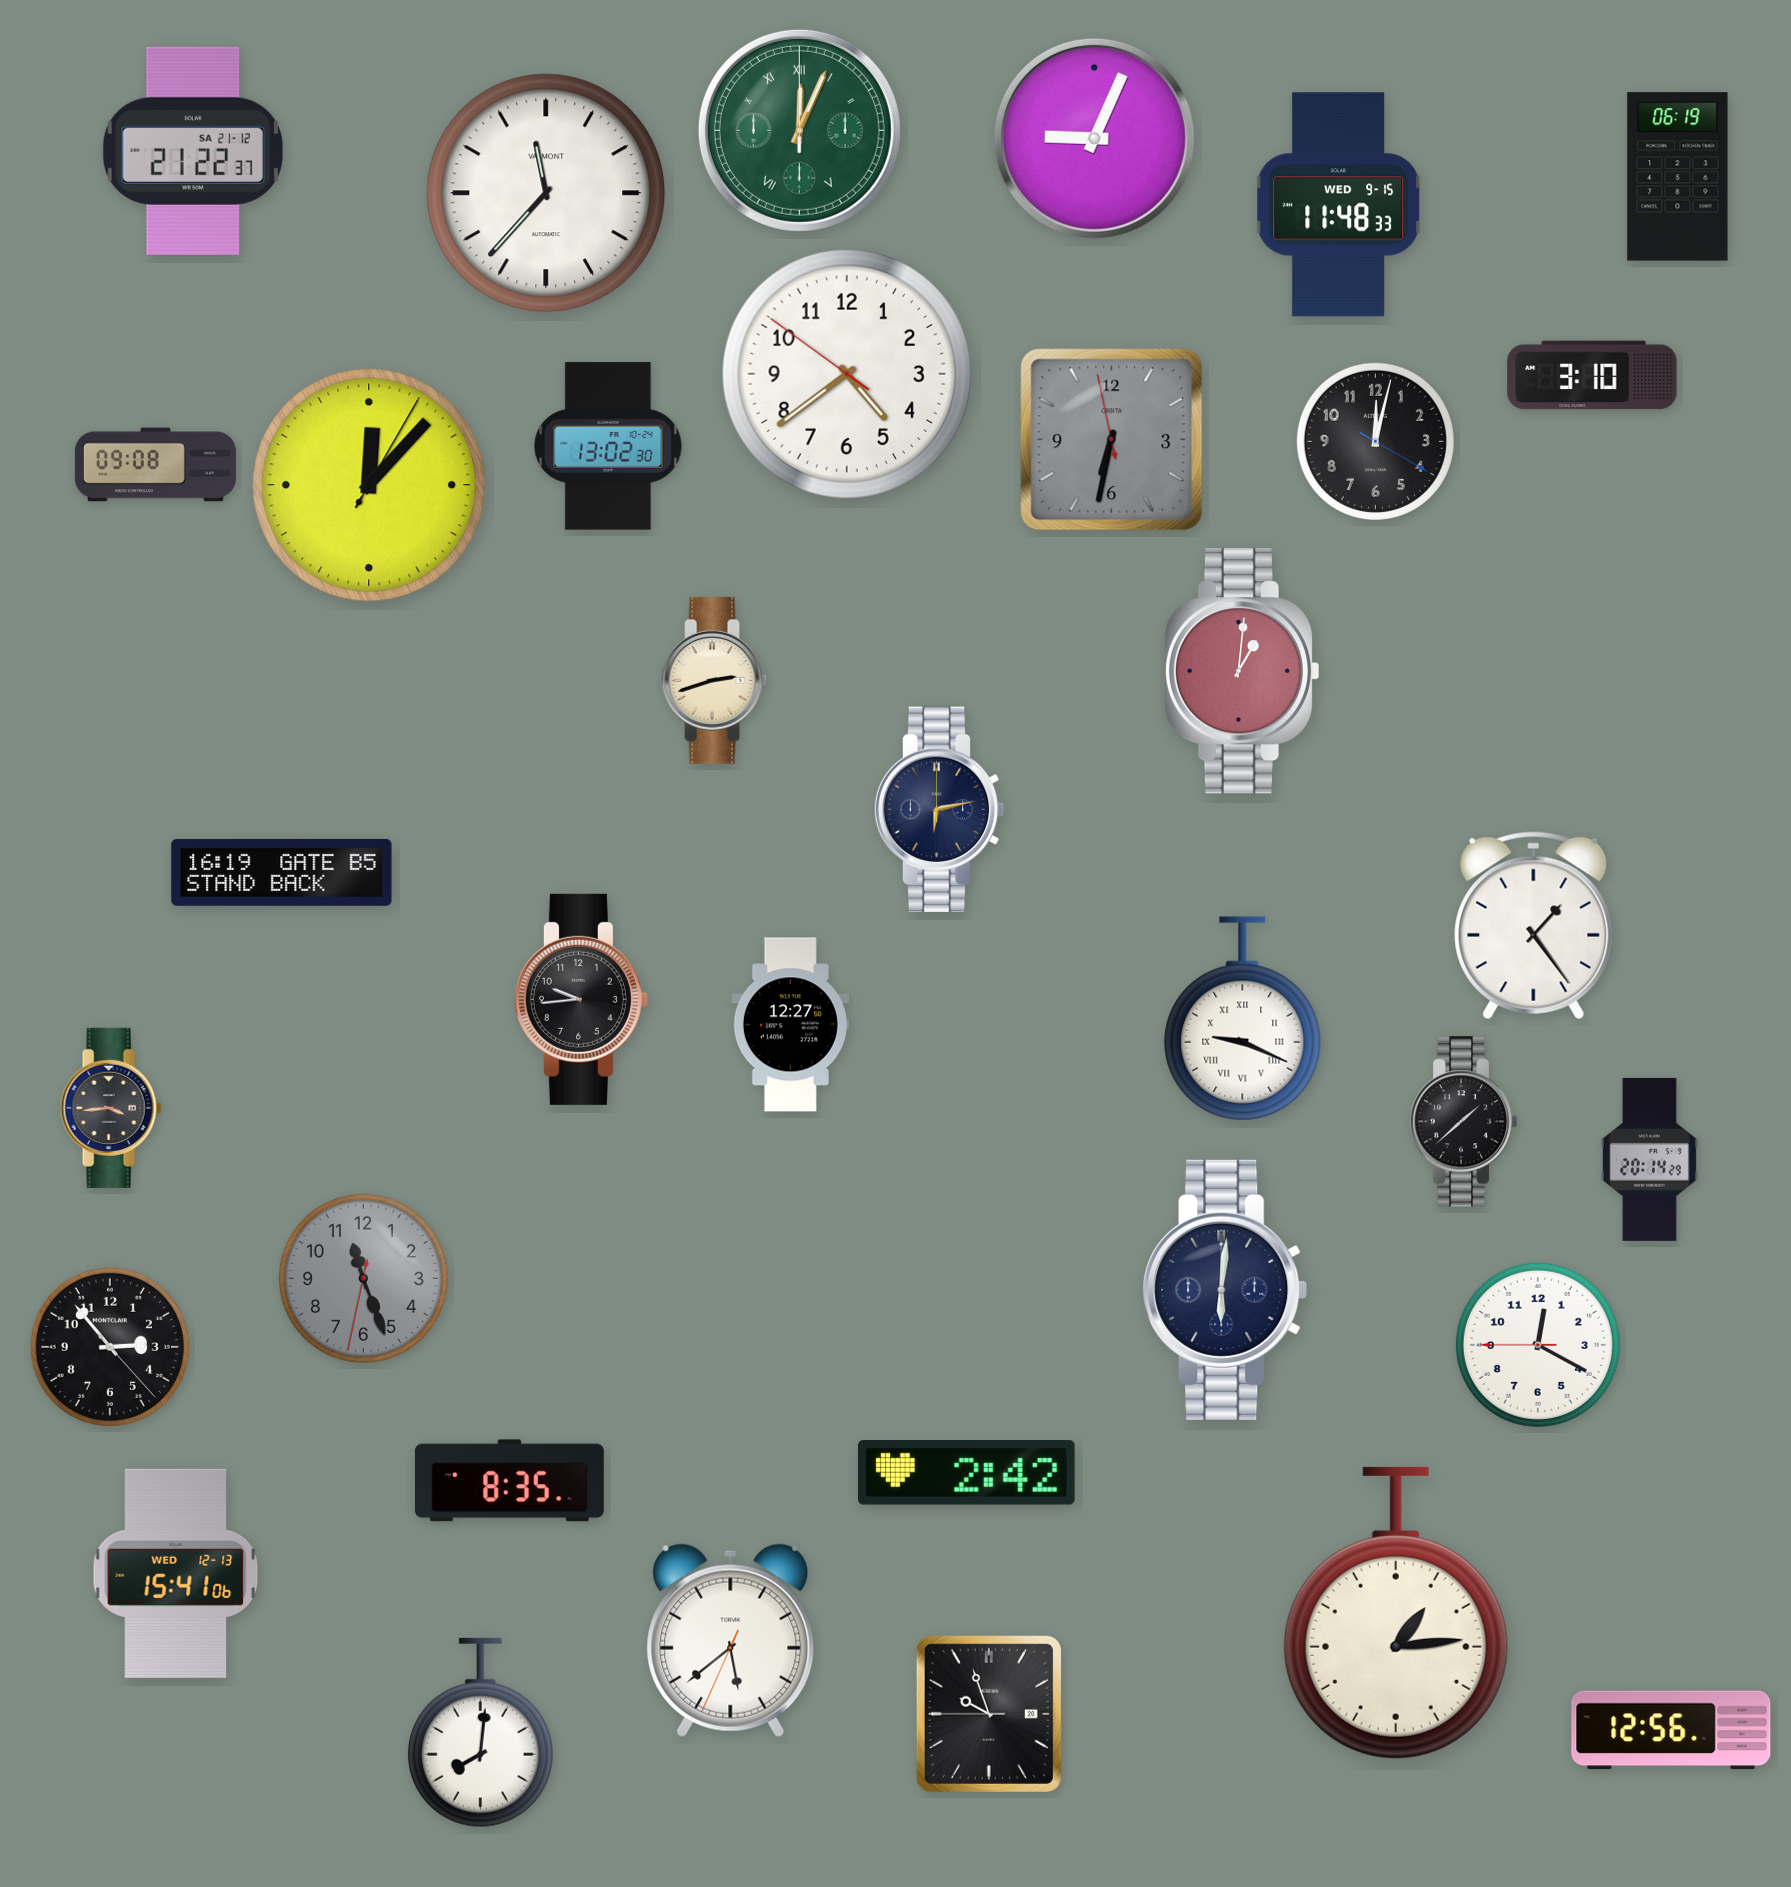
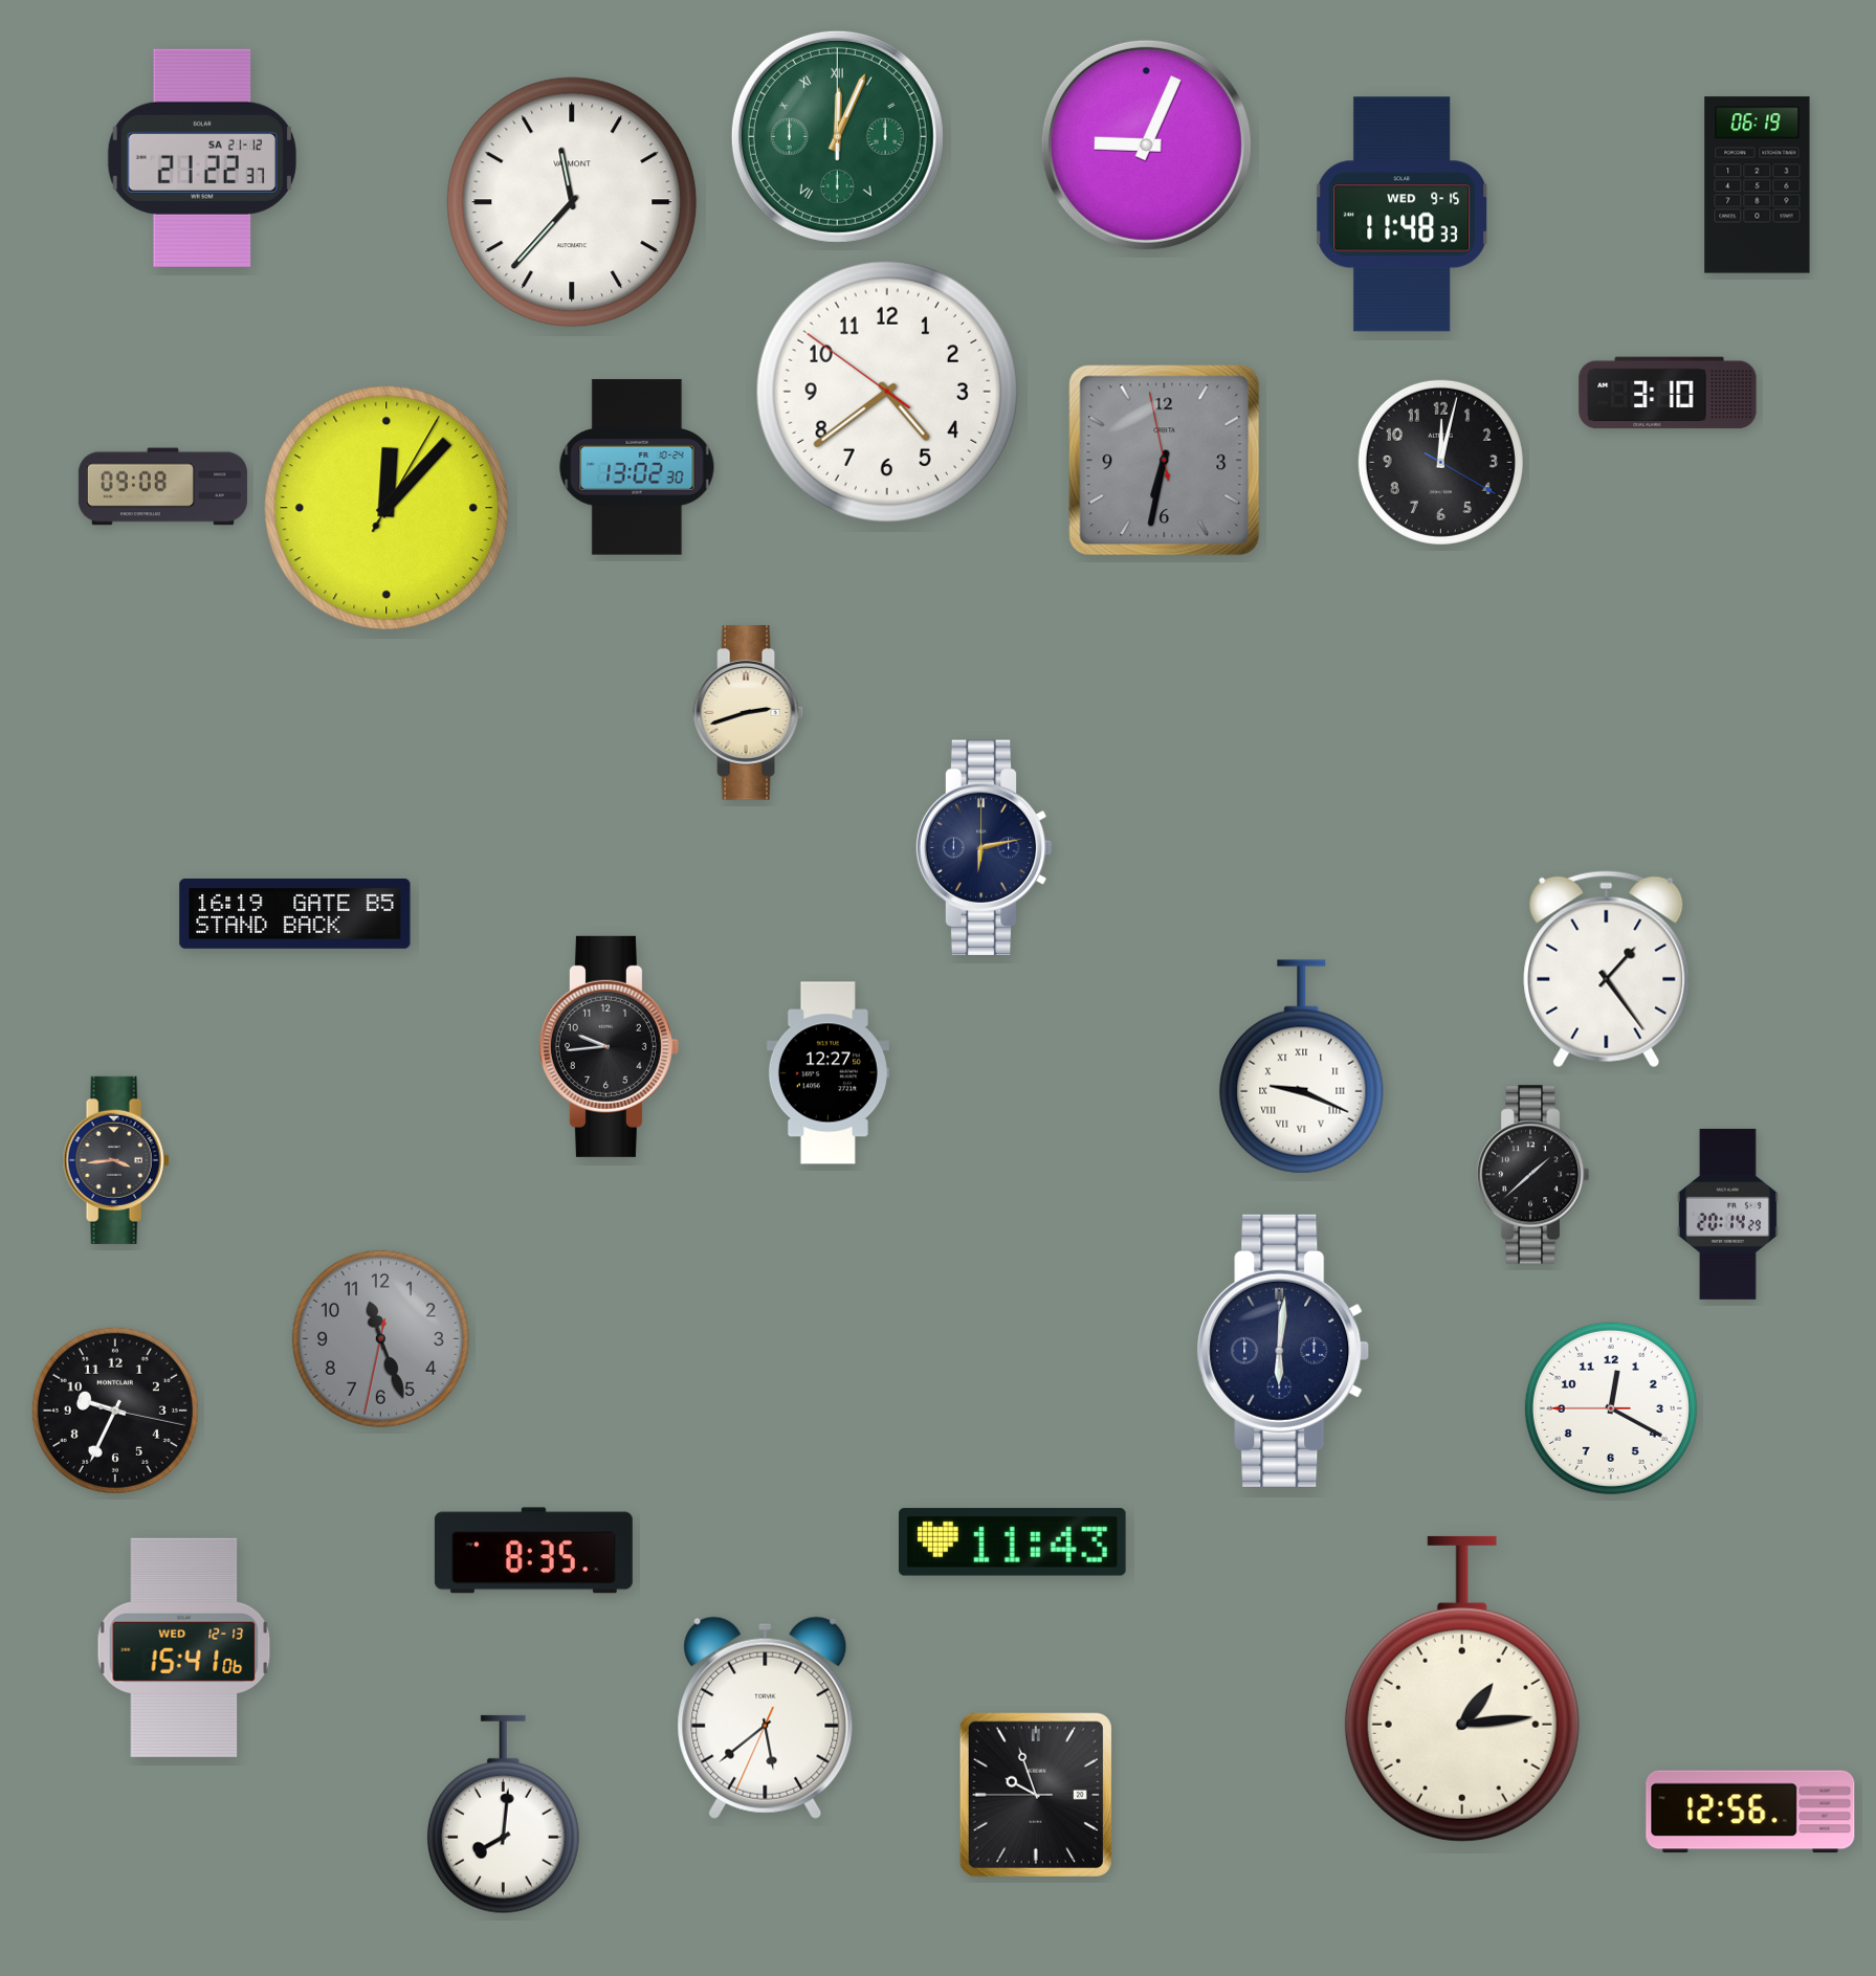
clock at (1241, 671): 1:01 -> none
clock at (110, 1347): 2:53 -> 9:34
clock at (967, 1473): 2:42 -> 11:43
